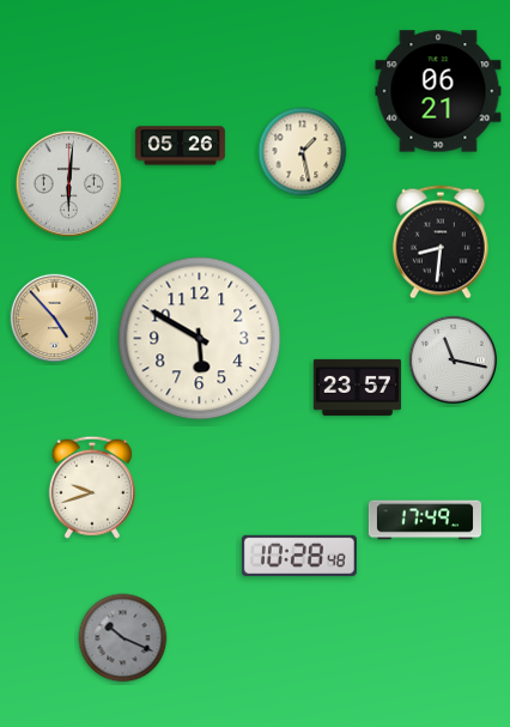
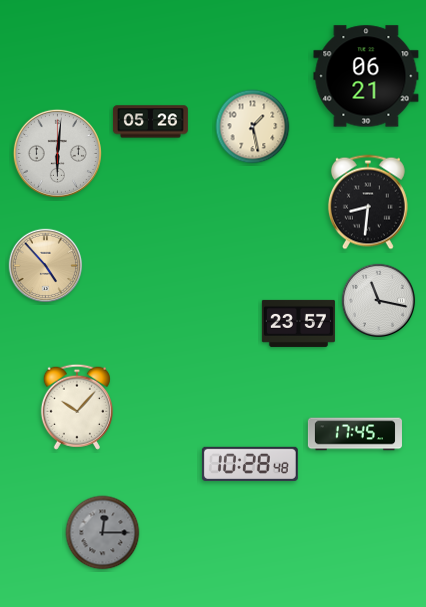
clock at (200, 339): 5:50 -> none
clock at (92, 487): 9:42 -> 10:07
clock at (425, 520): 17:49 -> 17:45
clock at (123, 638): 10:19 -> 12:15
